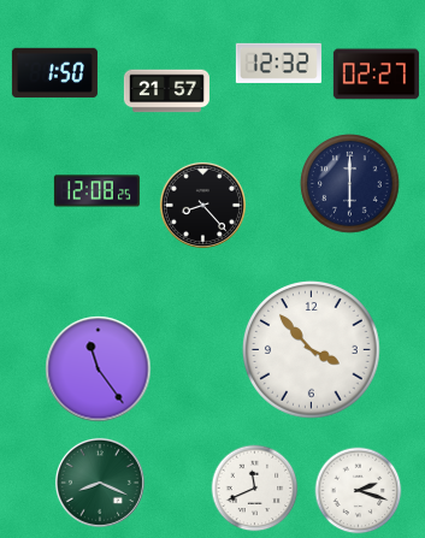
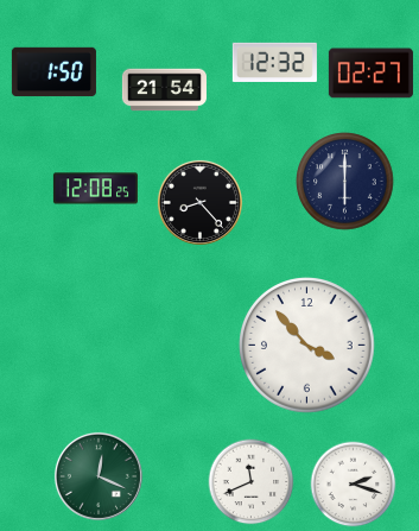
clock at (166, 91): 21:57 -> 21:54
clock at (99, 369): 11:24 -> none
clock at (100, 483): 8:19 -> 12:19
